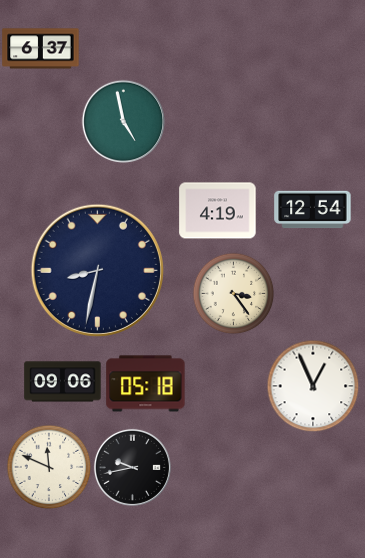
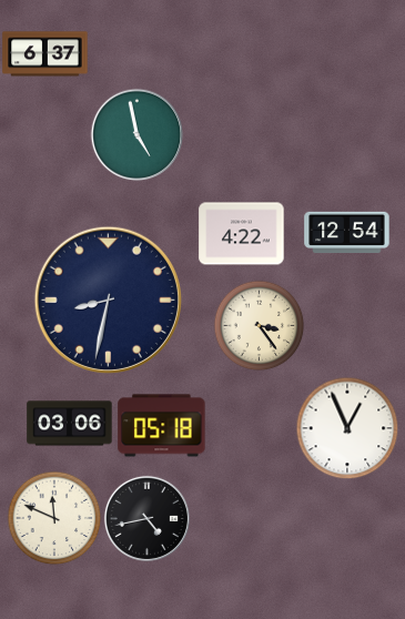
clock at (218, 211): 4:19 -> 4:22
clock at (63, 382): 09:06 -> 03:06
clock at (132, 467): 9:43 -> 4:43
